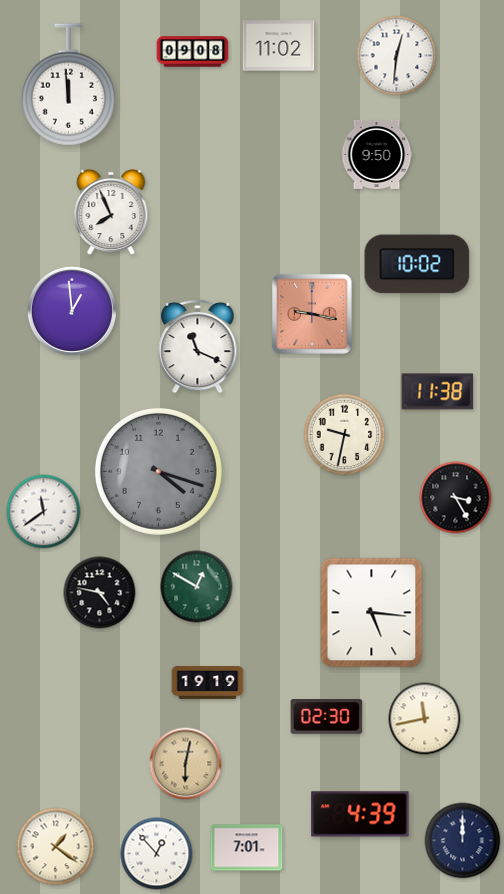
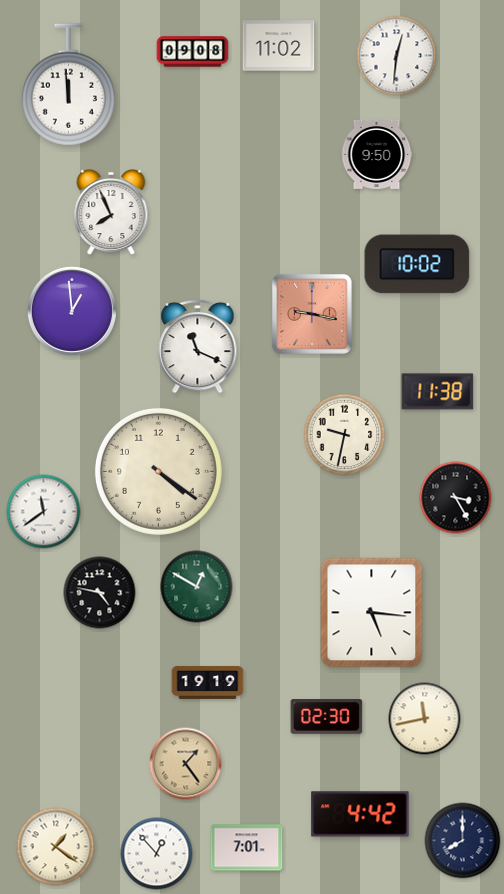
clock at (158, 471): 4:18 -> 4:21
clock at (158, 471) dial: grey -> cream
clock at (186, 764): 6:02 -> 1:24
clock at (360, 814): 4:39 -> 4:42
clock at (463, 841): 12:00 -> 8:00
